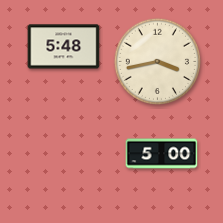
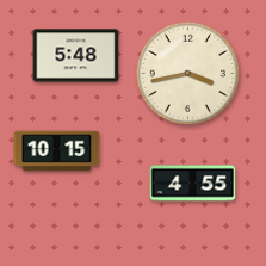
clock at (57, 151): none -> 10:15
clock at (162, 154): 5:00 -> 4:55
